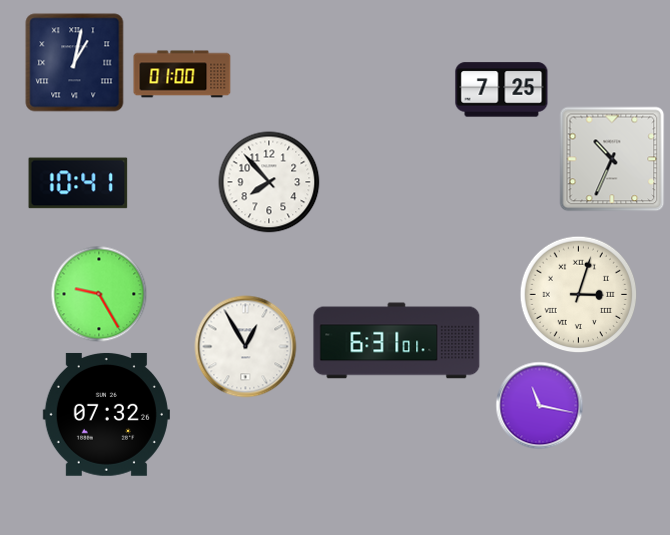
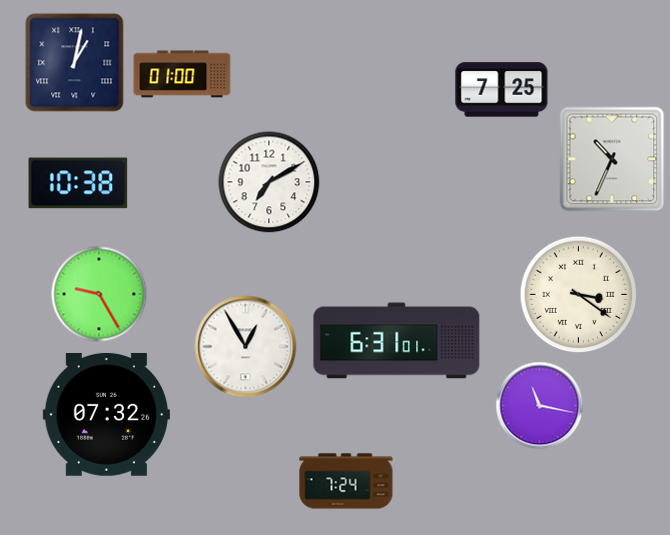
clock at (269, 182): 7:53 -> 7:10
clock at (78, 183): 10:41 -> 10:38
clock at (579, 295): 3:03 -> 3:21
clock at (346, 481): none -> 7:24
